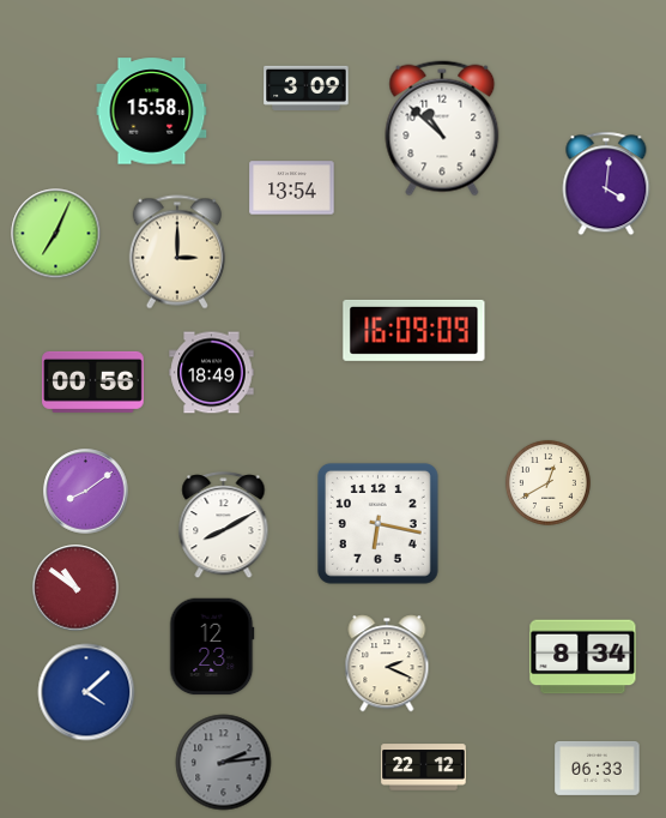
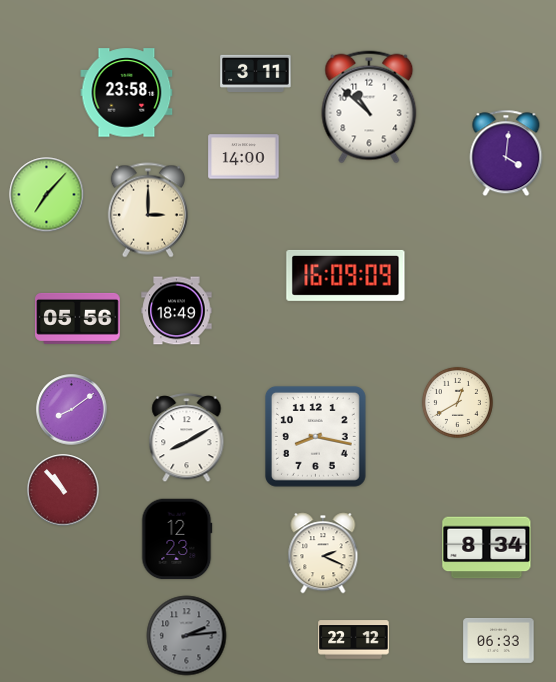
clock at (307, 88): 3:09 -> 3:11
clock at (152, 112): 15:58 -> 23:58
clock at (292, 188): 13:54 -> 14:00
clock at (56, 234): 7:04 -> 7:07
clock at (93, 381): 00:56 -> 05:56
clock at (377, 523): 6:17 -> 8:17
clock at (75, 588): 10:51 -> 10:53
clock at (86, 692): 4:08 -> none
